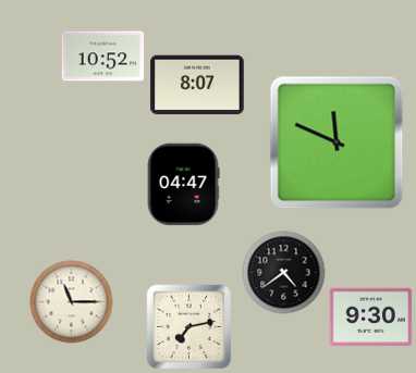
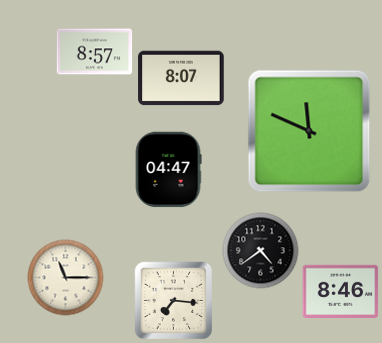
clock at (103, 57): 10:52 -> 8:57
clock at (371, 318): 9:30 -> 8:46
clock at (189, 327): 7:13 -> 7:16
